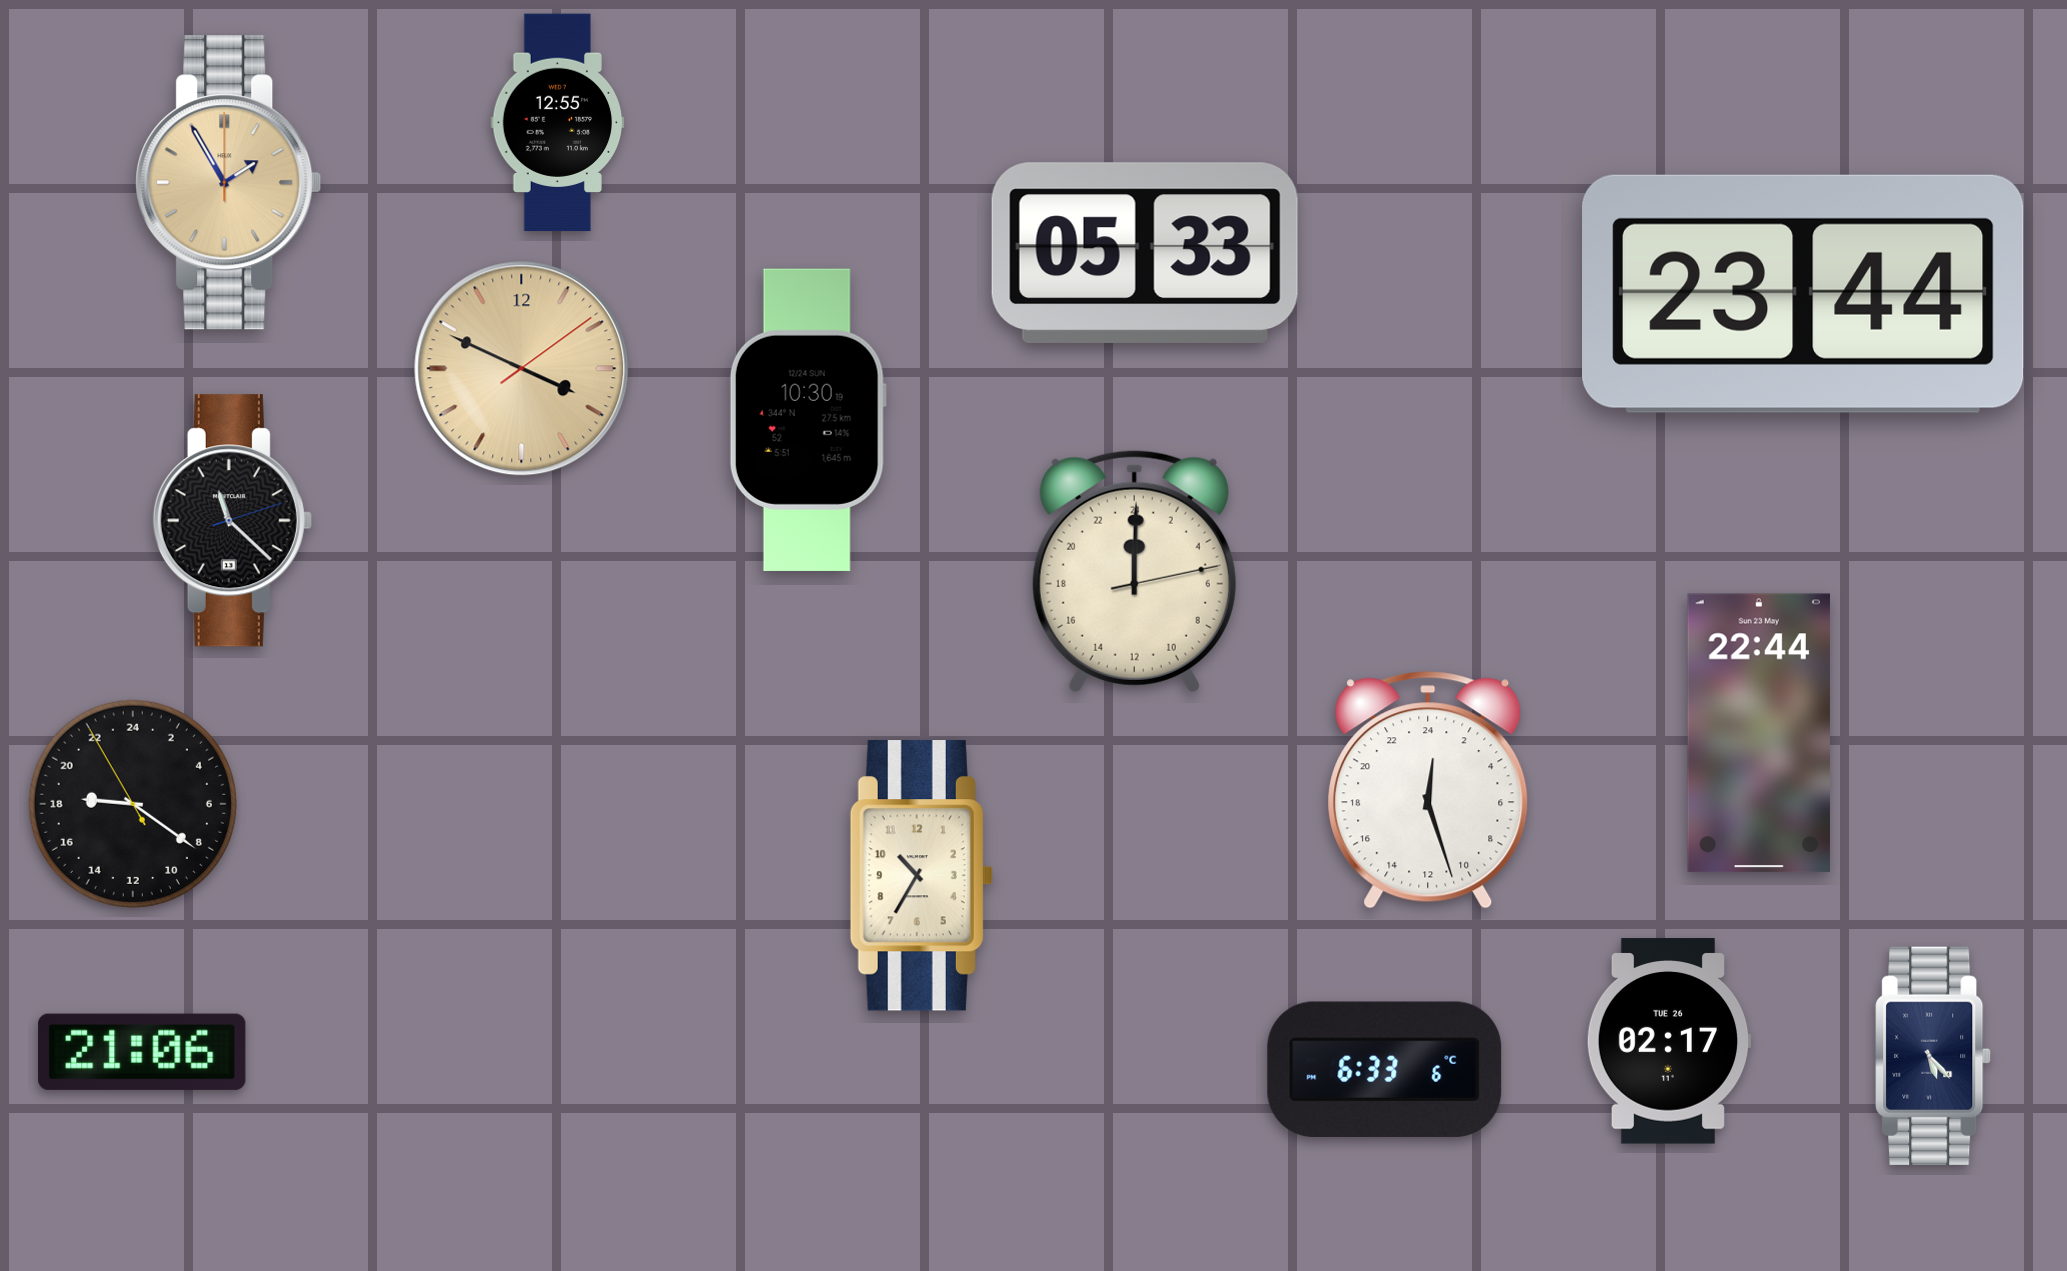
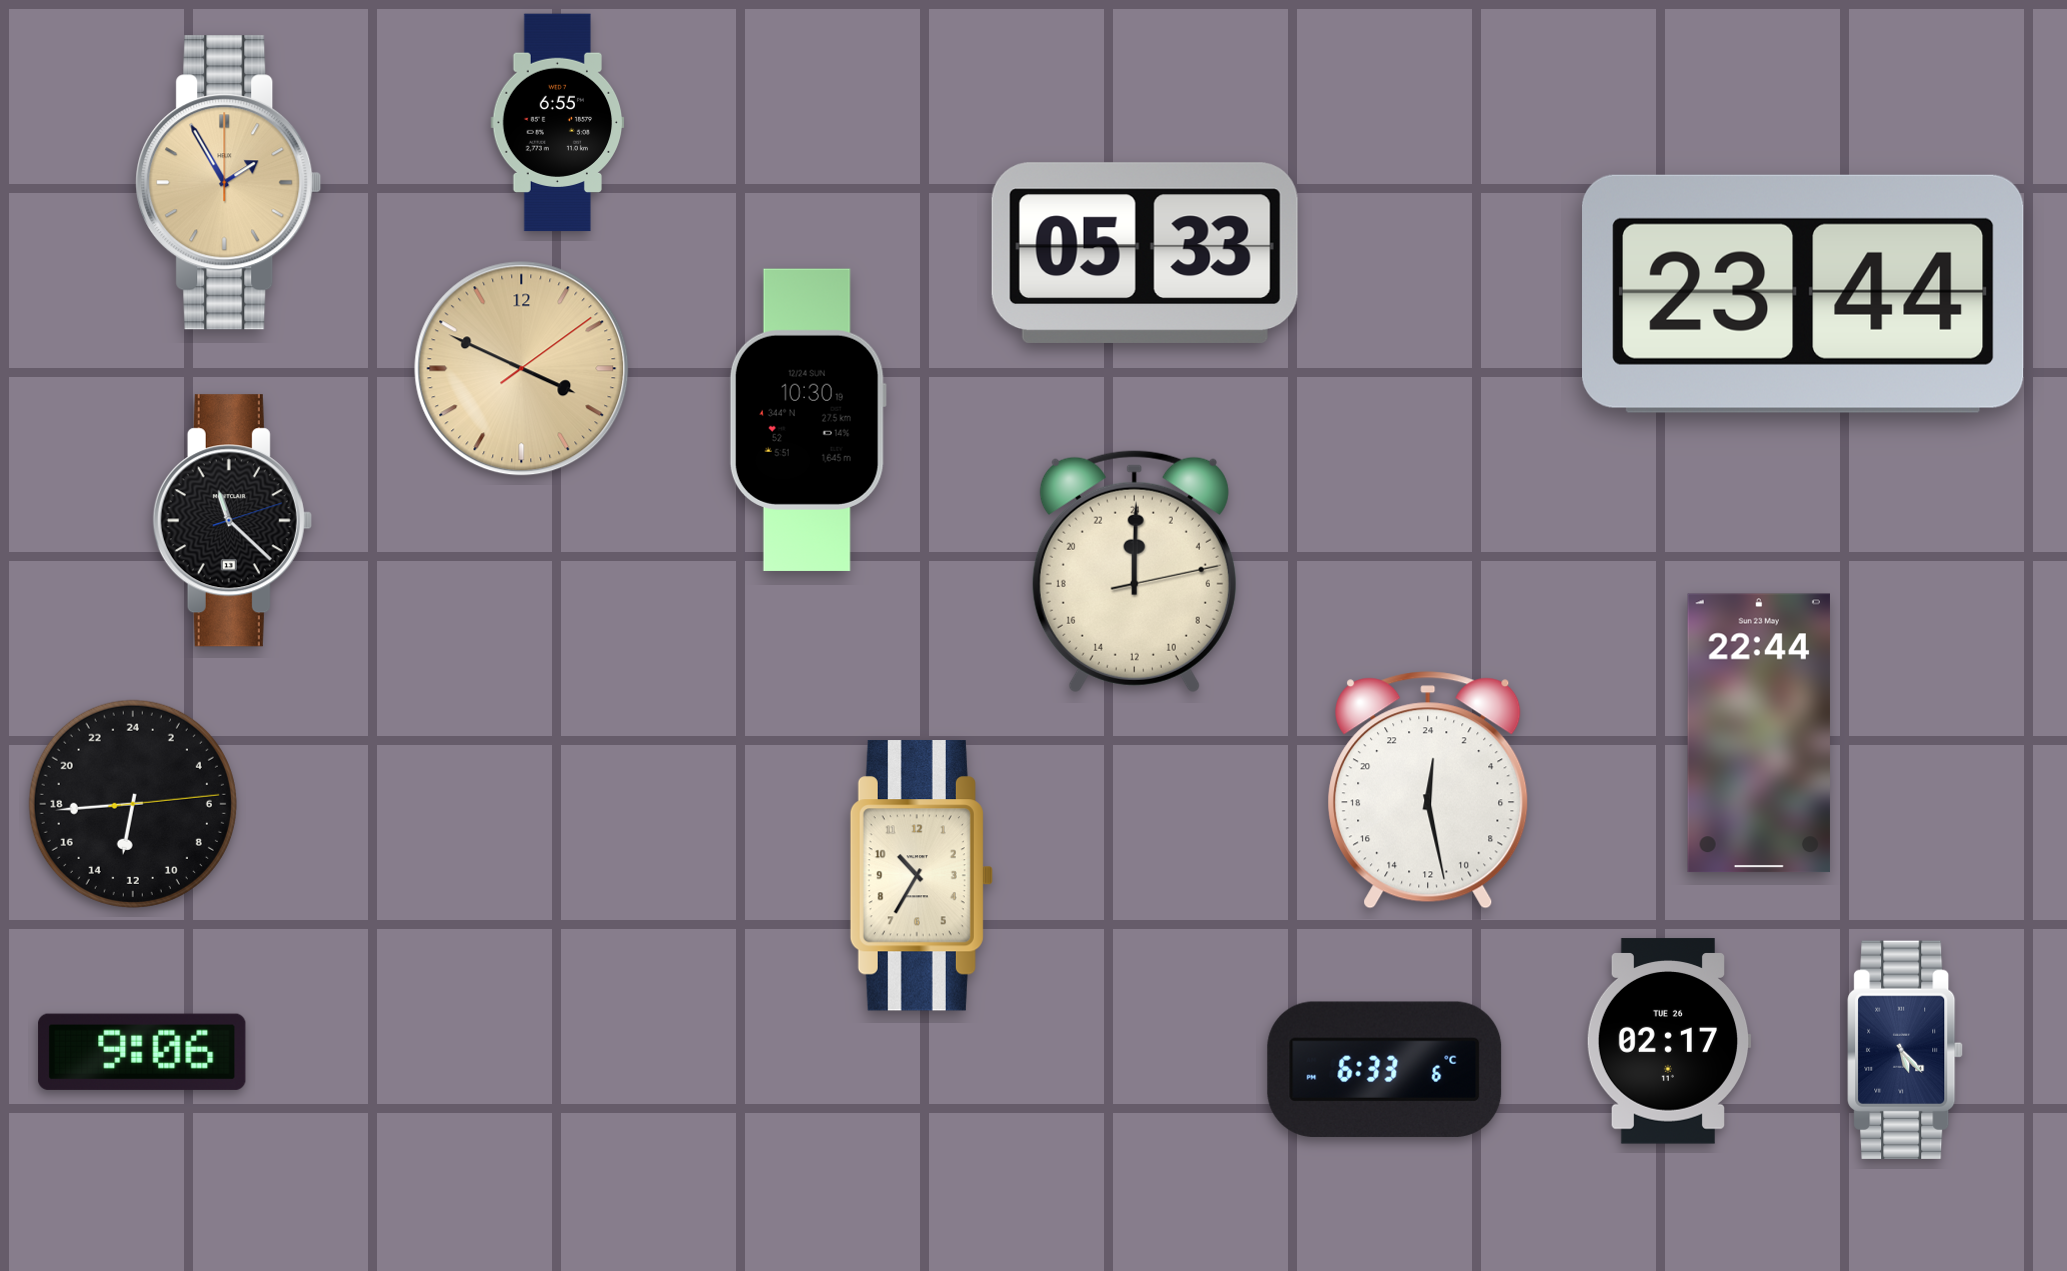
clock at (558, 123): 12:55 -> 6:55
clock at (1428, 790): 0:27 -> 0:28
clock at (133, 804): 18:20 -> 12:44
clock at (142, 1052): 21:06 -> 9:06
clock at (1933, 1056) position: (1933, 1056) -> (1905, 1050)
